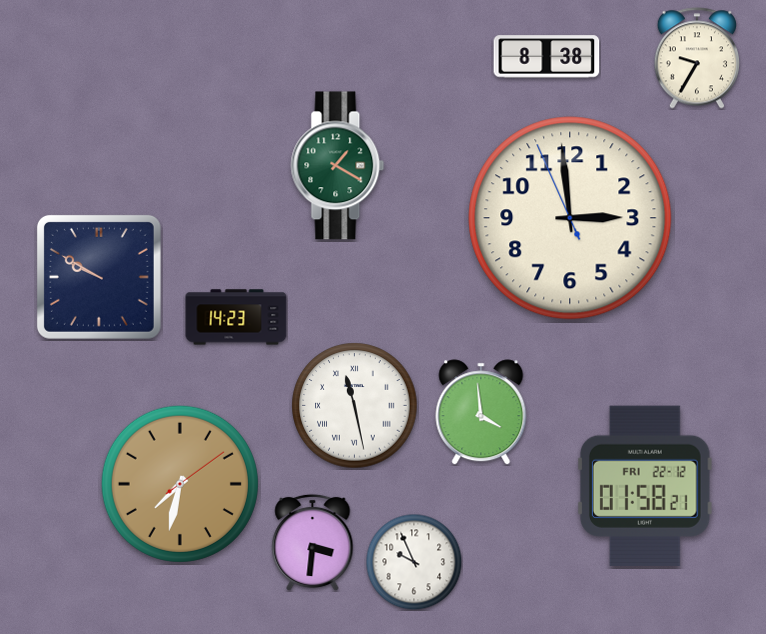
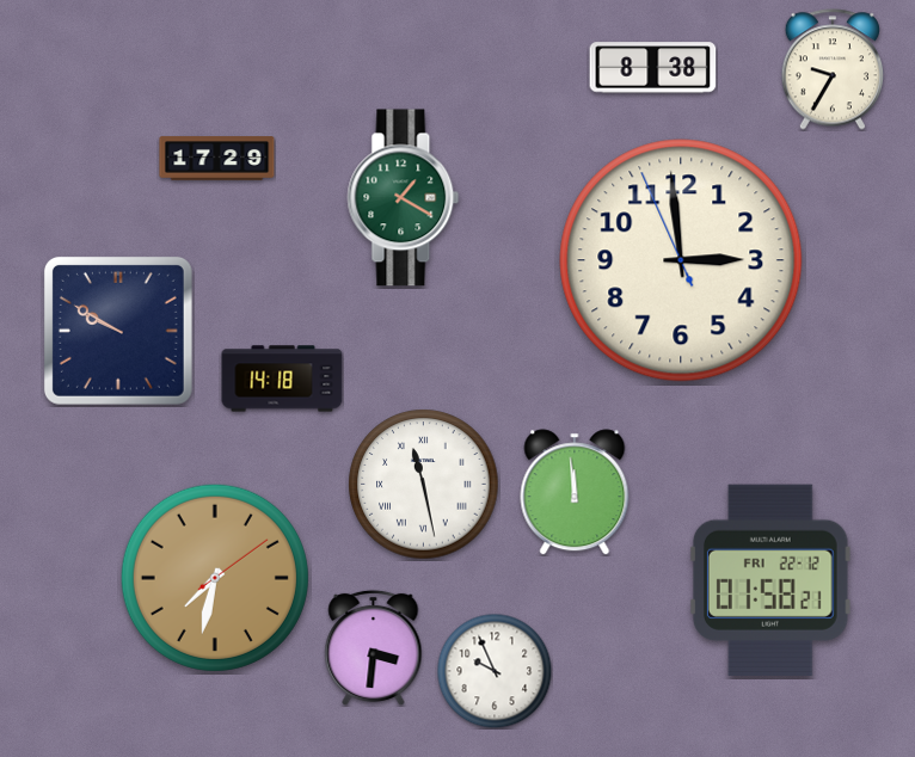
clock at (217, 159): none -> 17:29
clock at (236, 317): 14:23 -> 14:18
clock at (481, 412): 3:59 -> 11:59
